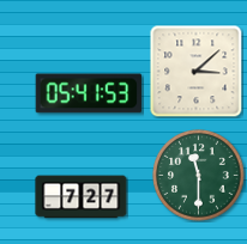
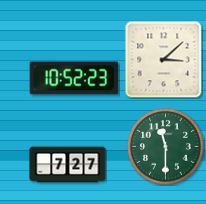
clock at (89, 93): 05:41 -> 10:52
